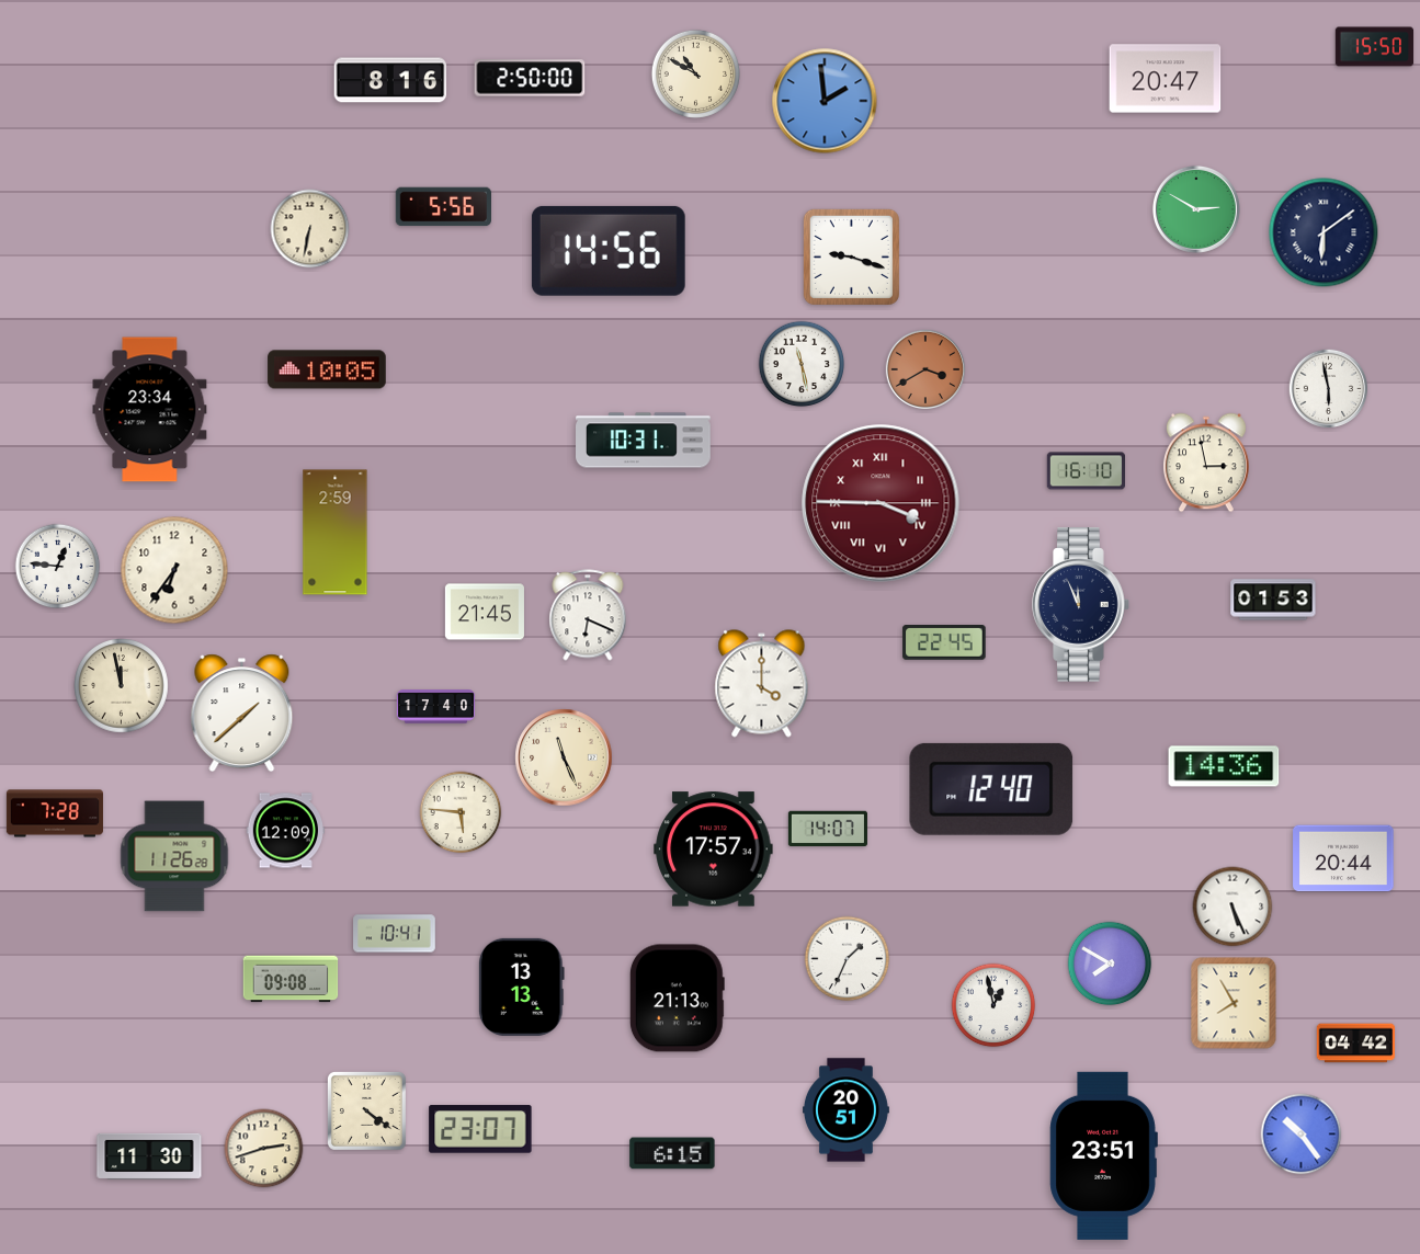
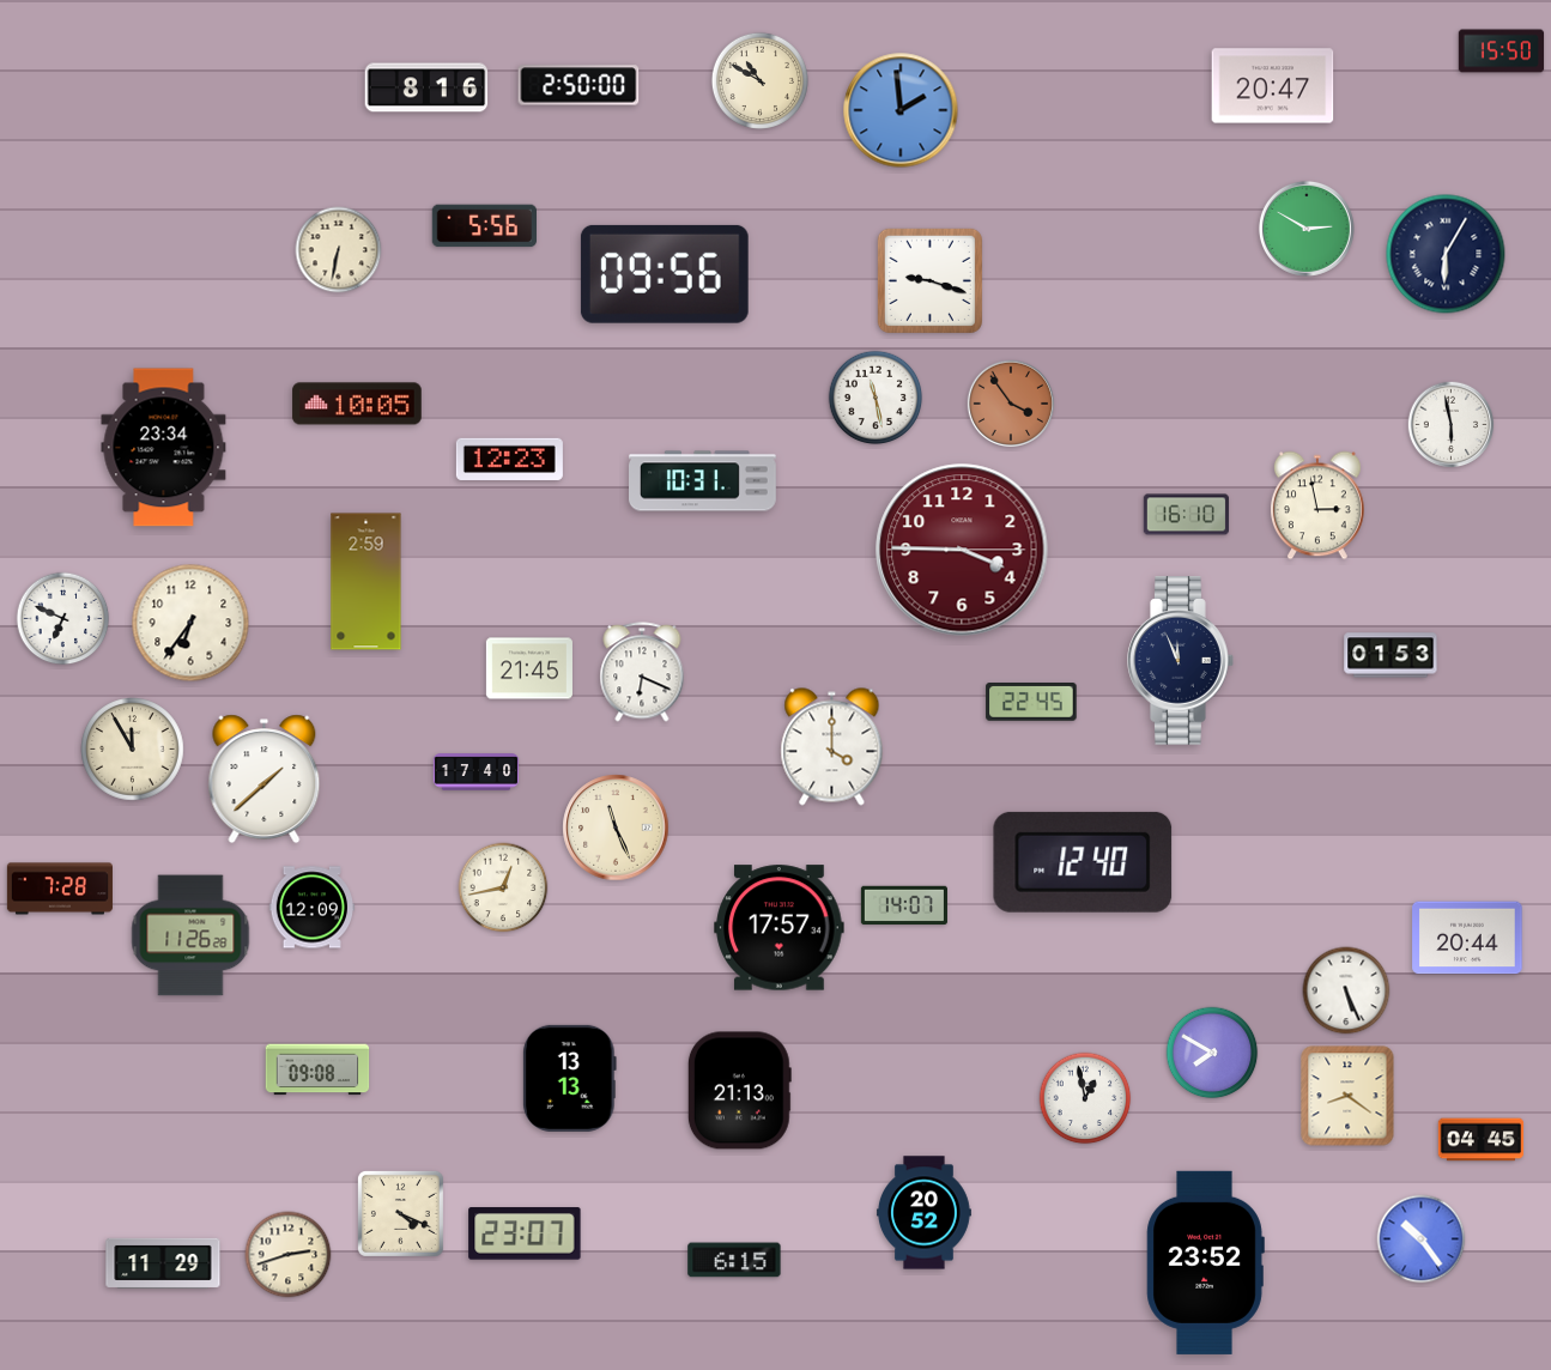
clock at (1324, 232): 6:09 -> 6:05
clock at (609, 251): 14:56 -> 09:56
clock at (925, 369): 3:40 -> 3:54
clock at (509, 459): none -> 12:23
clock at (881, 503) numerals: Roman -> Arabic
clock at (58, 567): 12:46 -> 6:49
clock at (122, 686): 11:58 -> 11:55
clock at (1224, 766): 14:36 -> none
clock at (461, 812): 5:46 -> 12:43
clock at (395, 934): 10:41 -> none
clock at (848, 959): 1:34 -> none
clock at (1234, 1003): 7:55 -> 8:21
clock at (1356, 1044): 04:42 -> 04:45
clock at (366, 1110): 4:21 -> 4:19
clock at (845, 1110): 20:51 -> 20:52
clock at (1103, 1155): 23:51 -> 23:52
clock at (149, 1156): 11:30 -> 11:29
